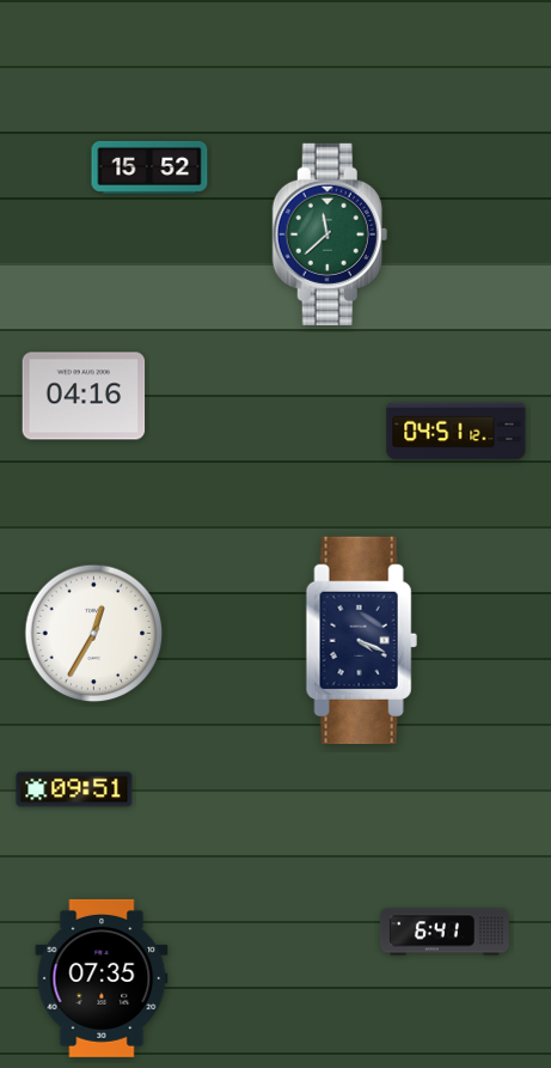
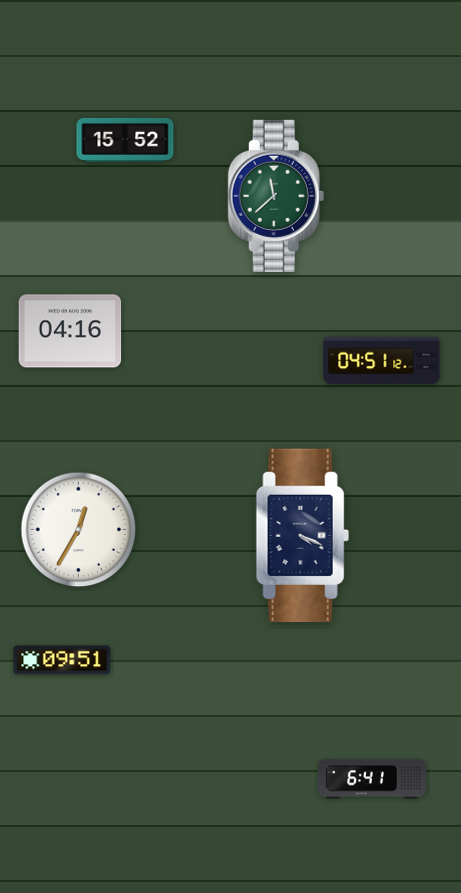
clock at (102, 978): 07:35 -> none
